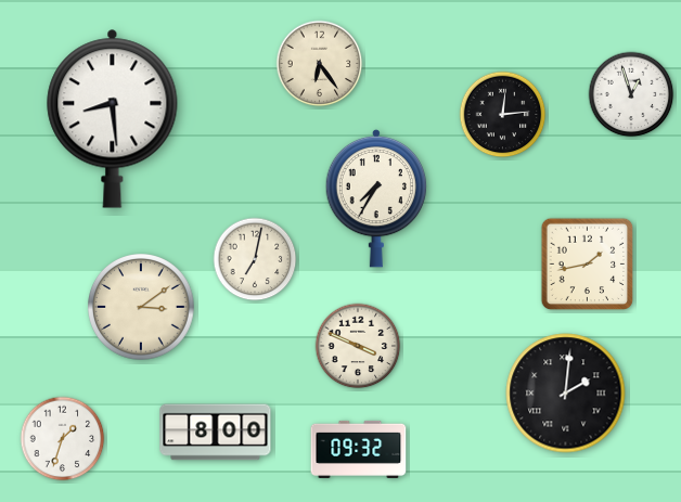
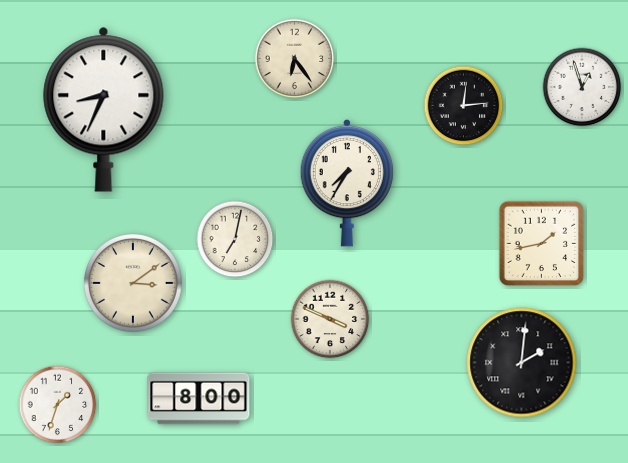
clock at (113, 118): 8:29 -> 8:34
clock at (142, 308) position: (142, 308) -> (134, 284)
clock at (359, 449): 09:32 -> none
